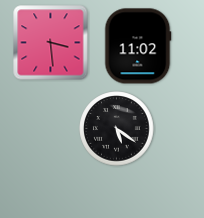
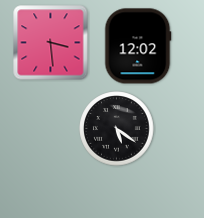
clock at (138, 46): 11:02 -> 12:02
